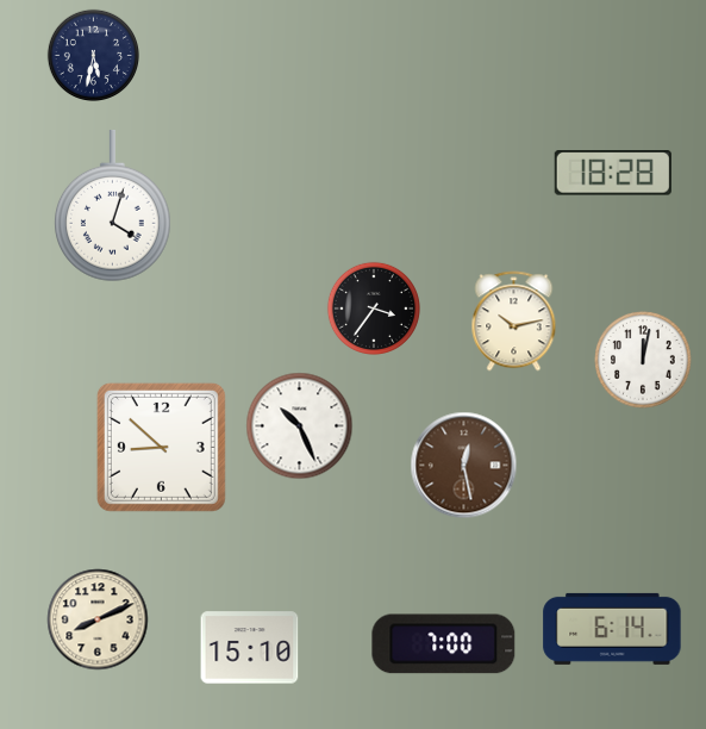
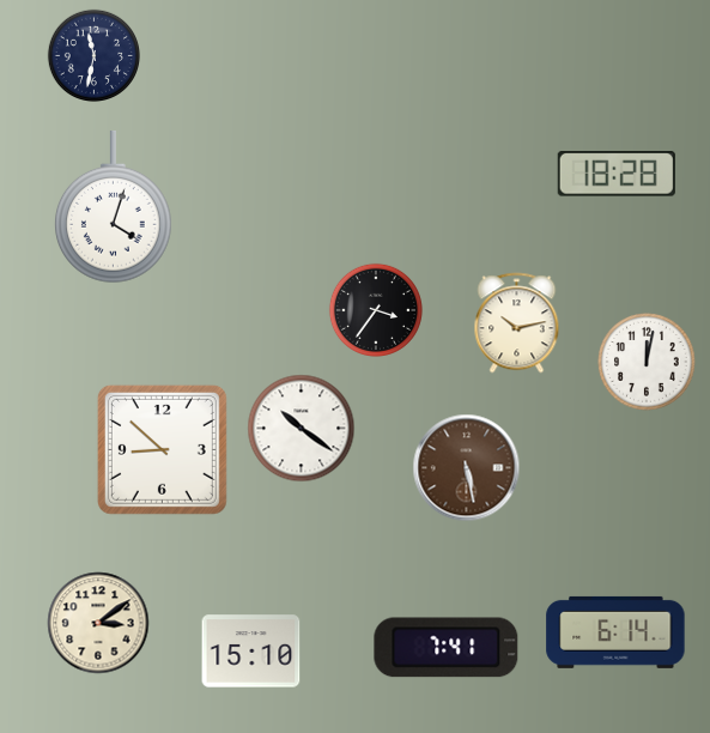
clock at (93, 55): 5:32 -> 11:32
clock at (300, 426): 10:26 -> 10:21
clock at (464, 466): 12:28 -> 5:28
clock at (98, 619): 8:11 -> 3:09
clock at (444, 644): 7:00 -> 7:41
